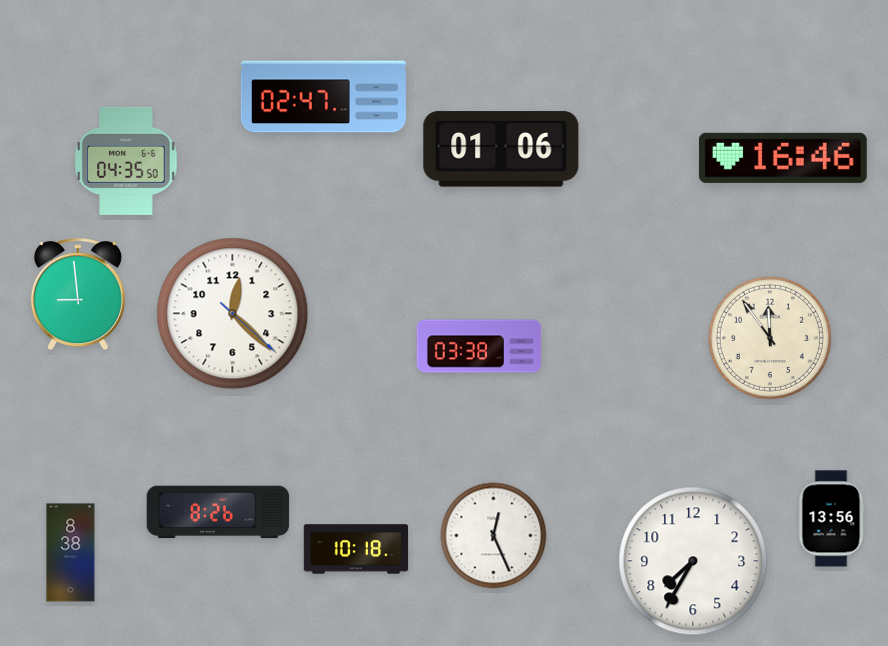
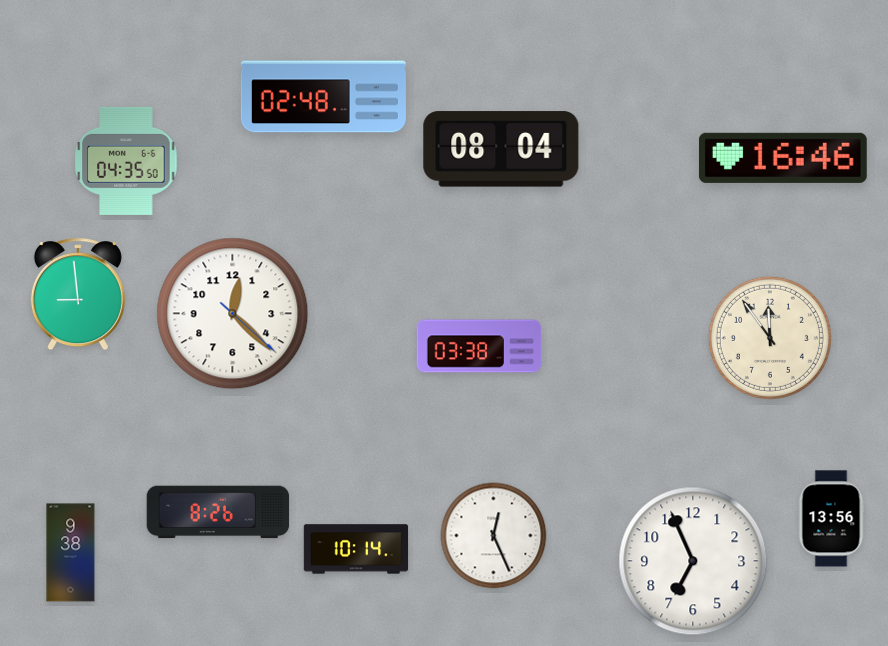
clock at (323, 97): 02:47 -> 02:48
clock at (501, 149): 01:06 -> 08:04
clock at (356, 549): 10:18 -> 10:14
clock at (71, 553): 8:38 -> 9:38
clock at (693, 561): 7:35 -> 6:56
